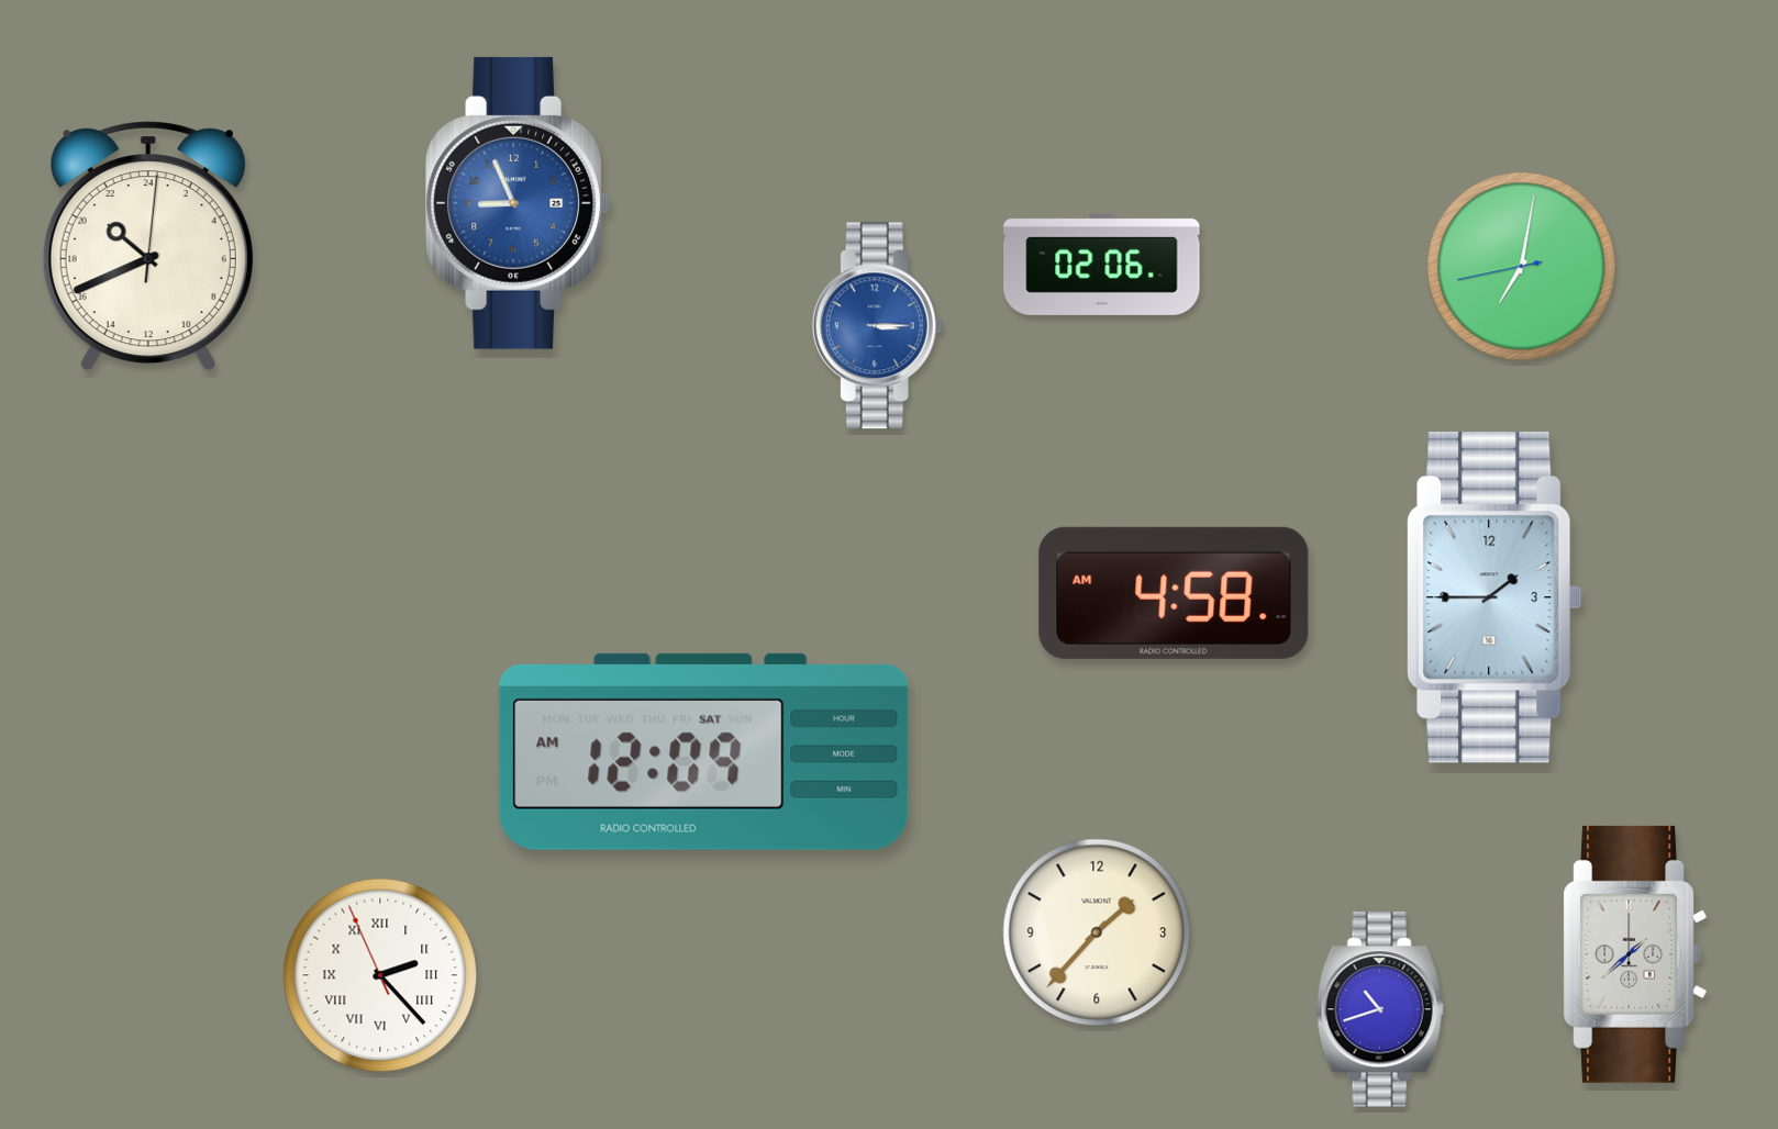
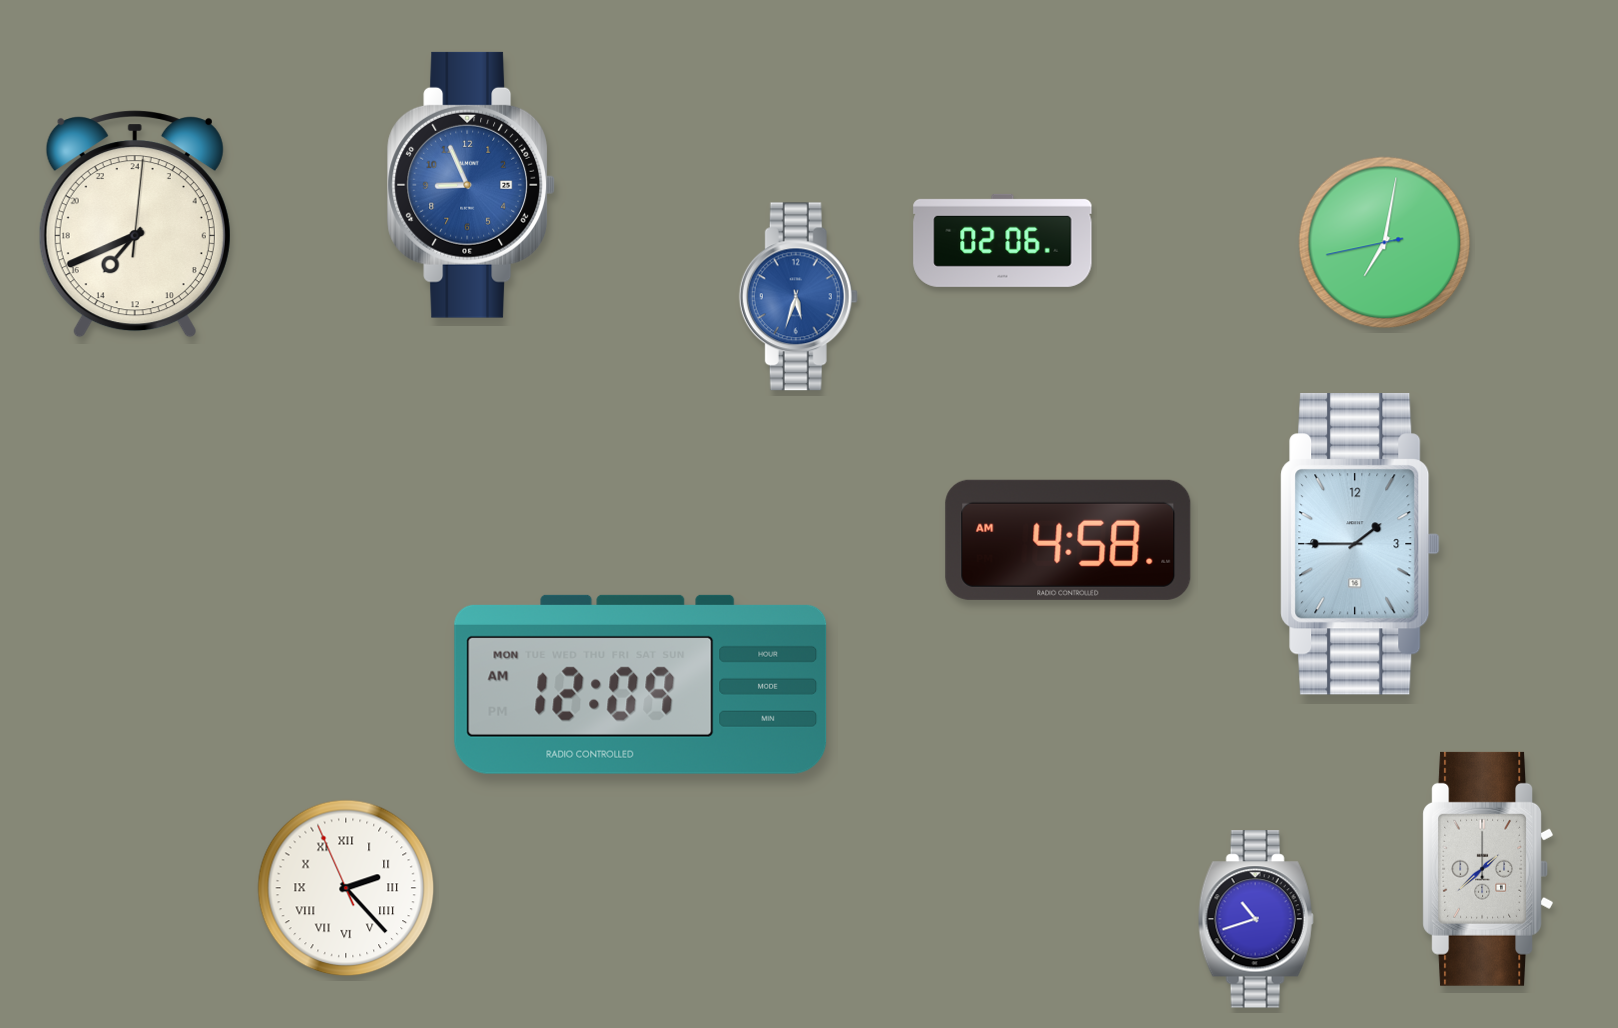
clock at (148, 247): 20:41 -> 14:41
clock at (877, 326): 3:15 -> 5:33
clock at (704, 751) date: SAT -> MON
clock at (1097, 932): 1:37 -> none
